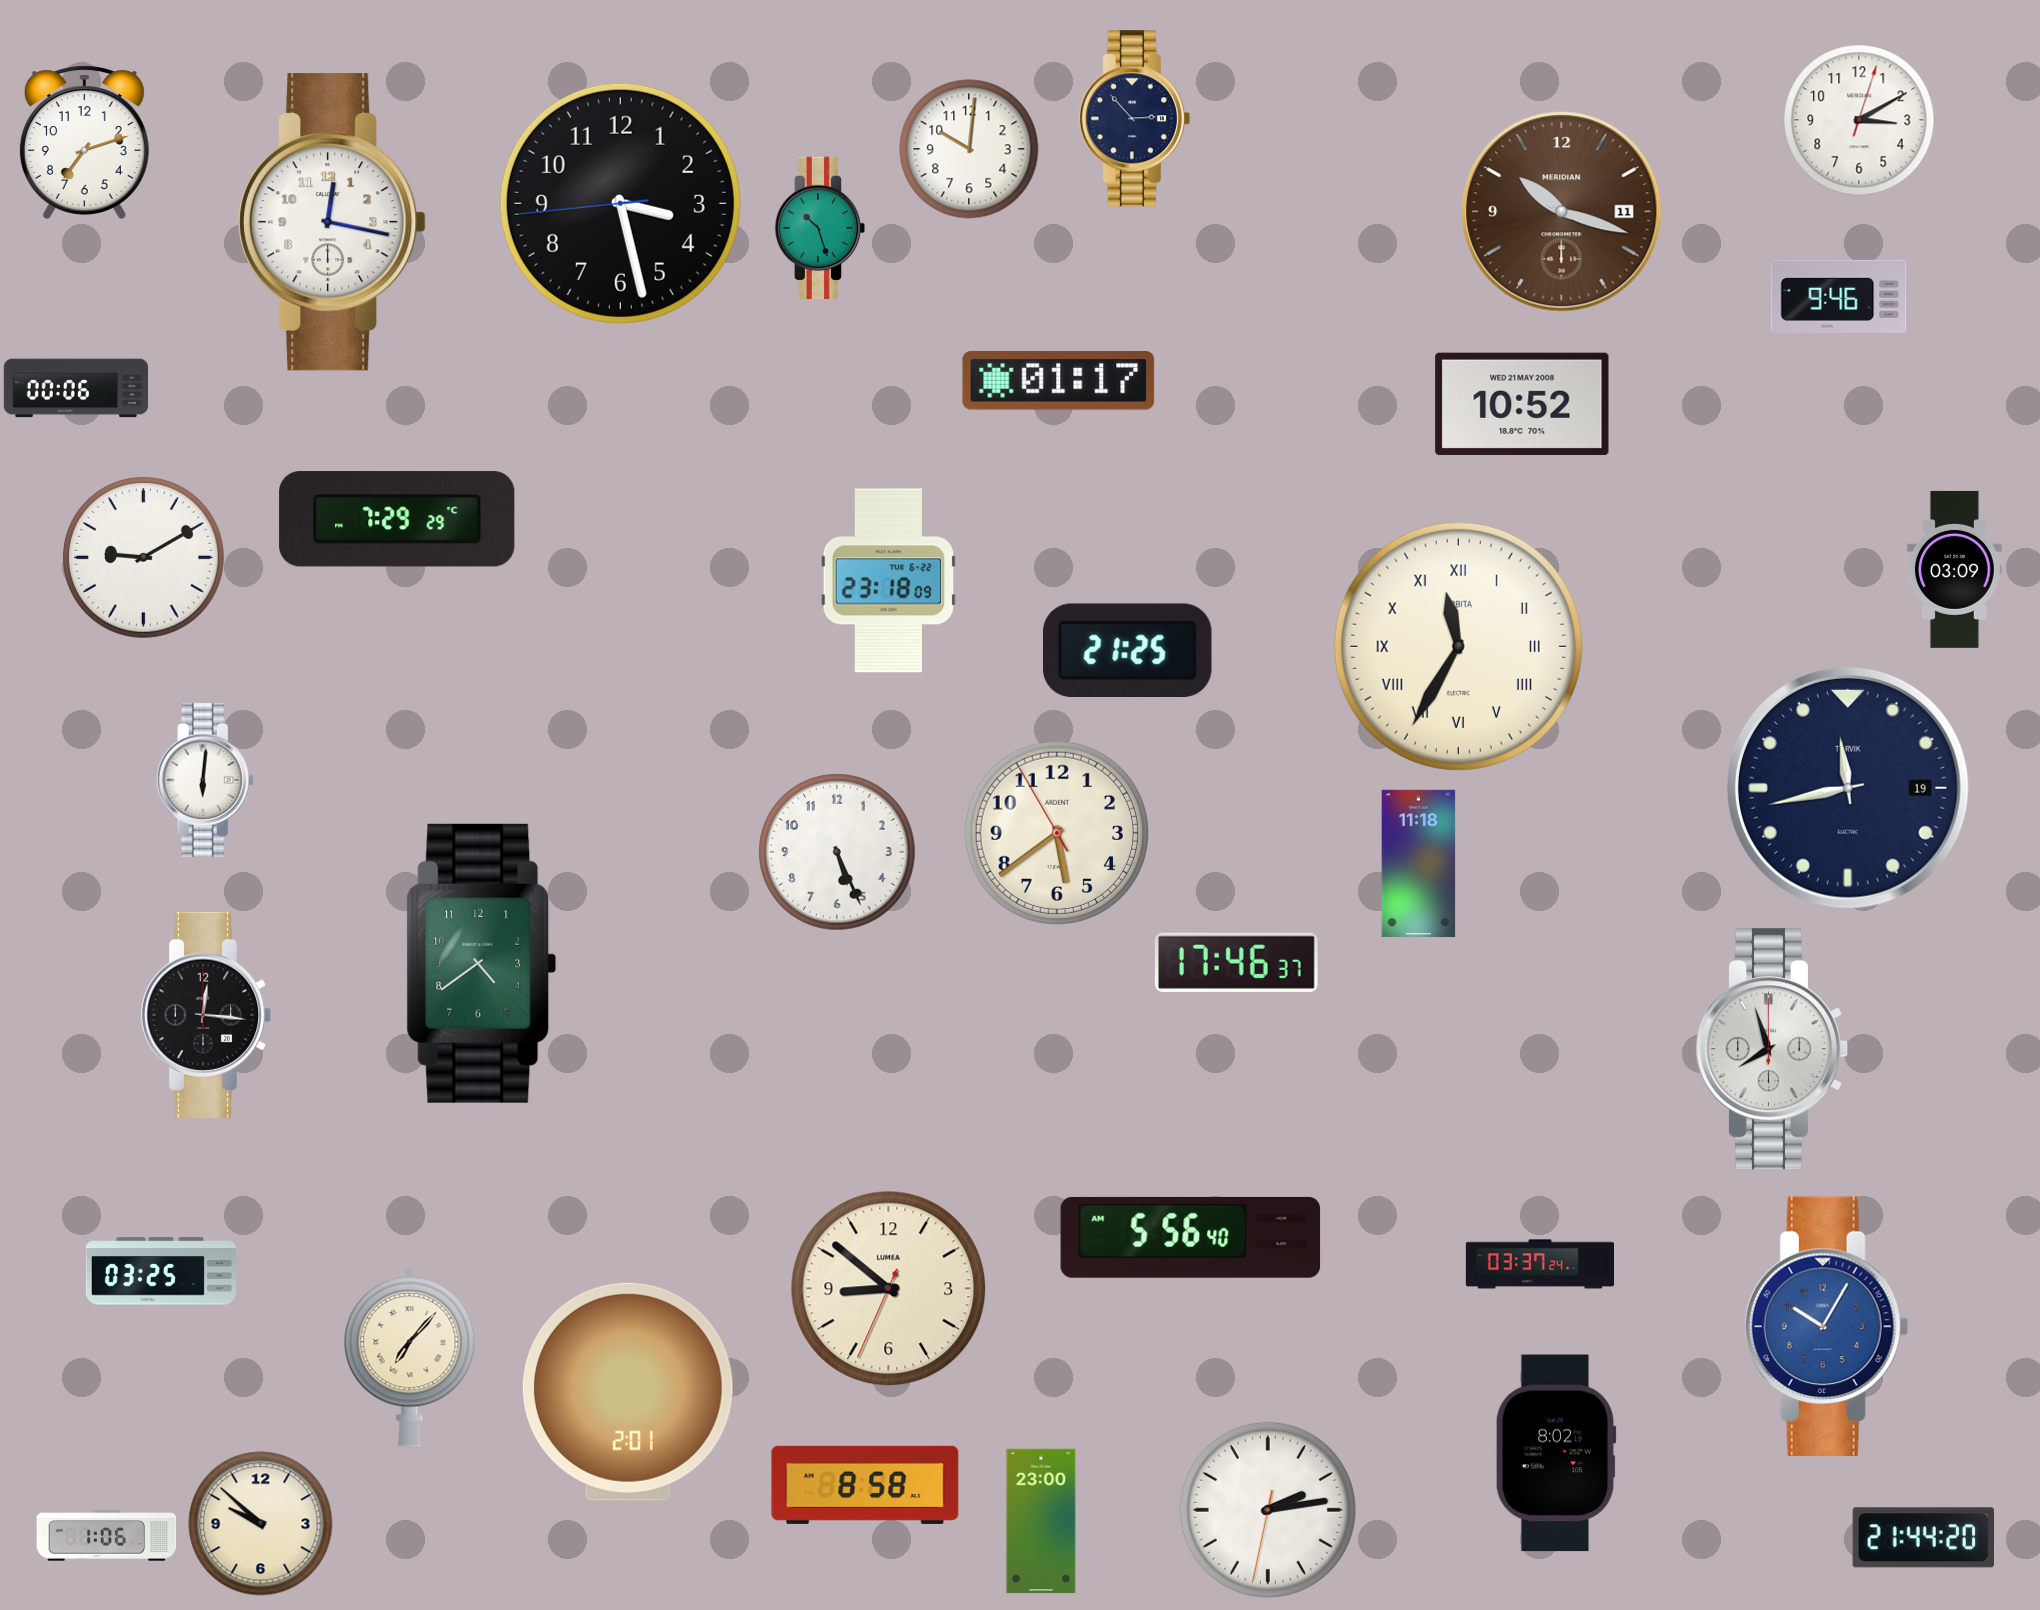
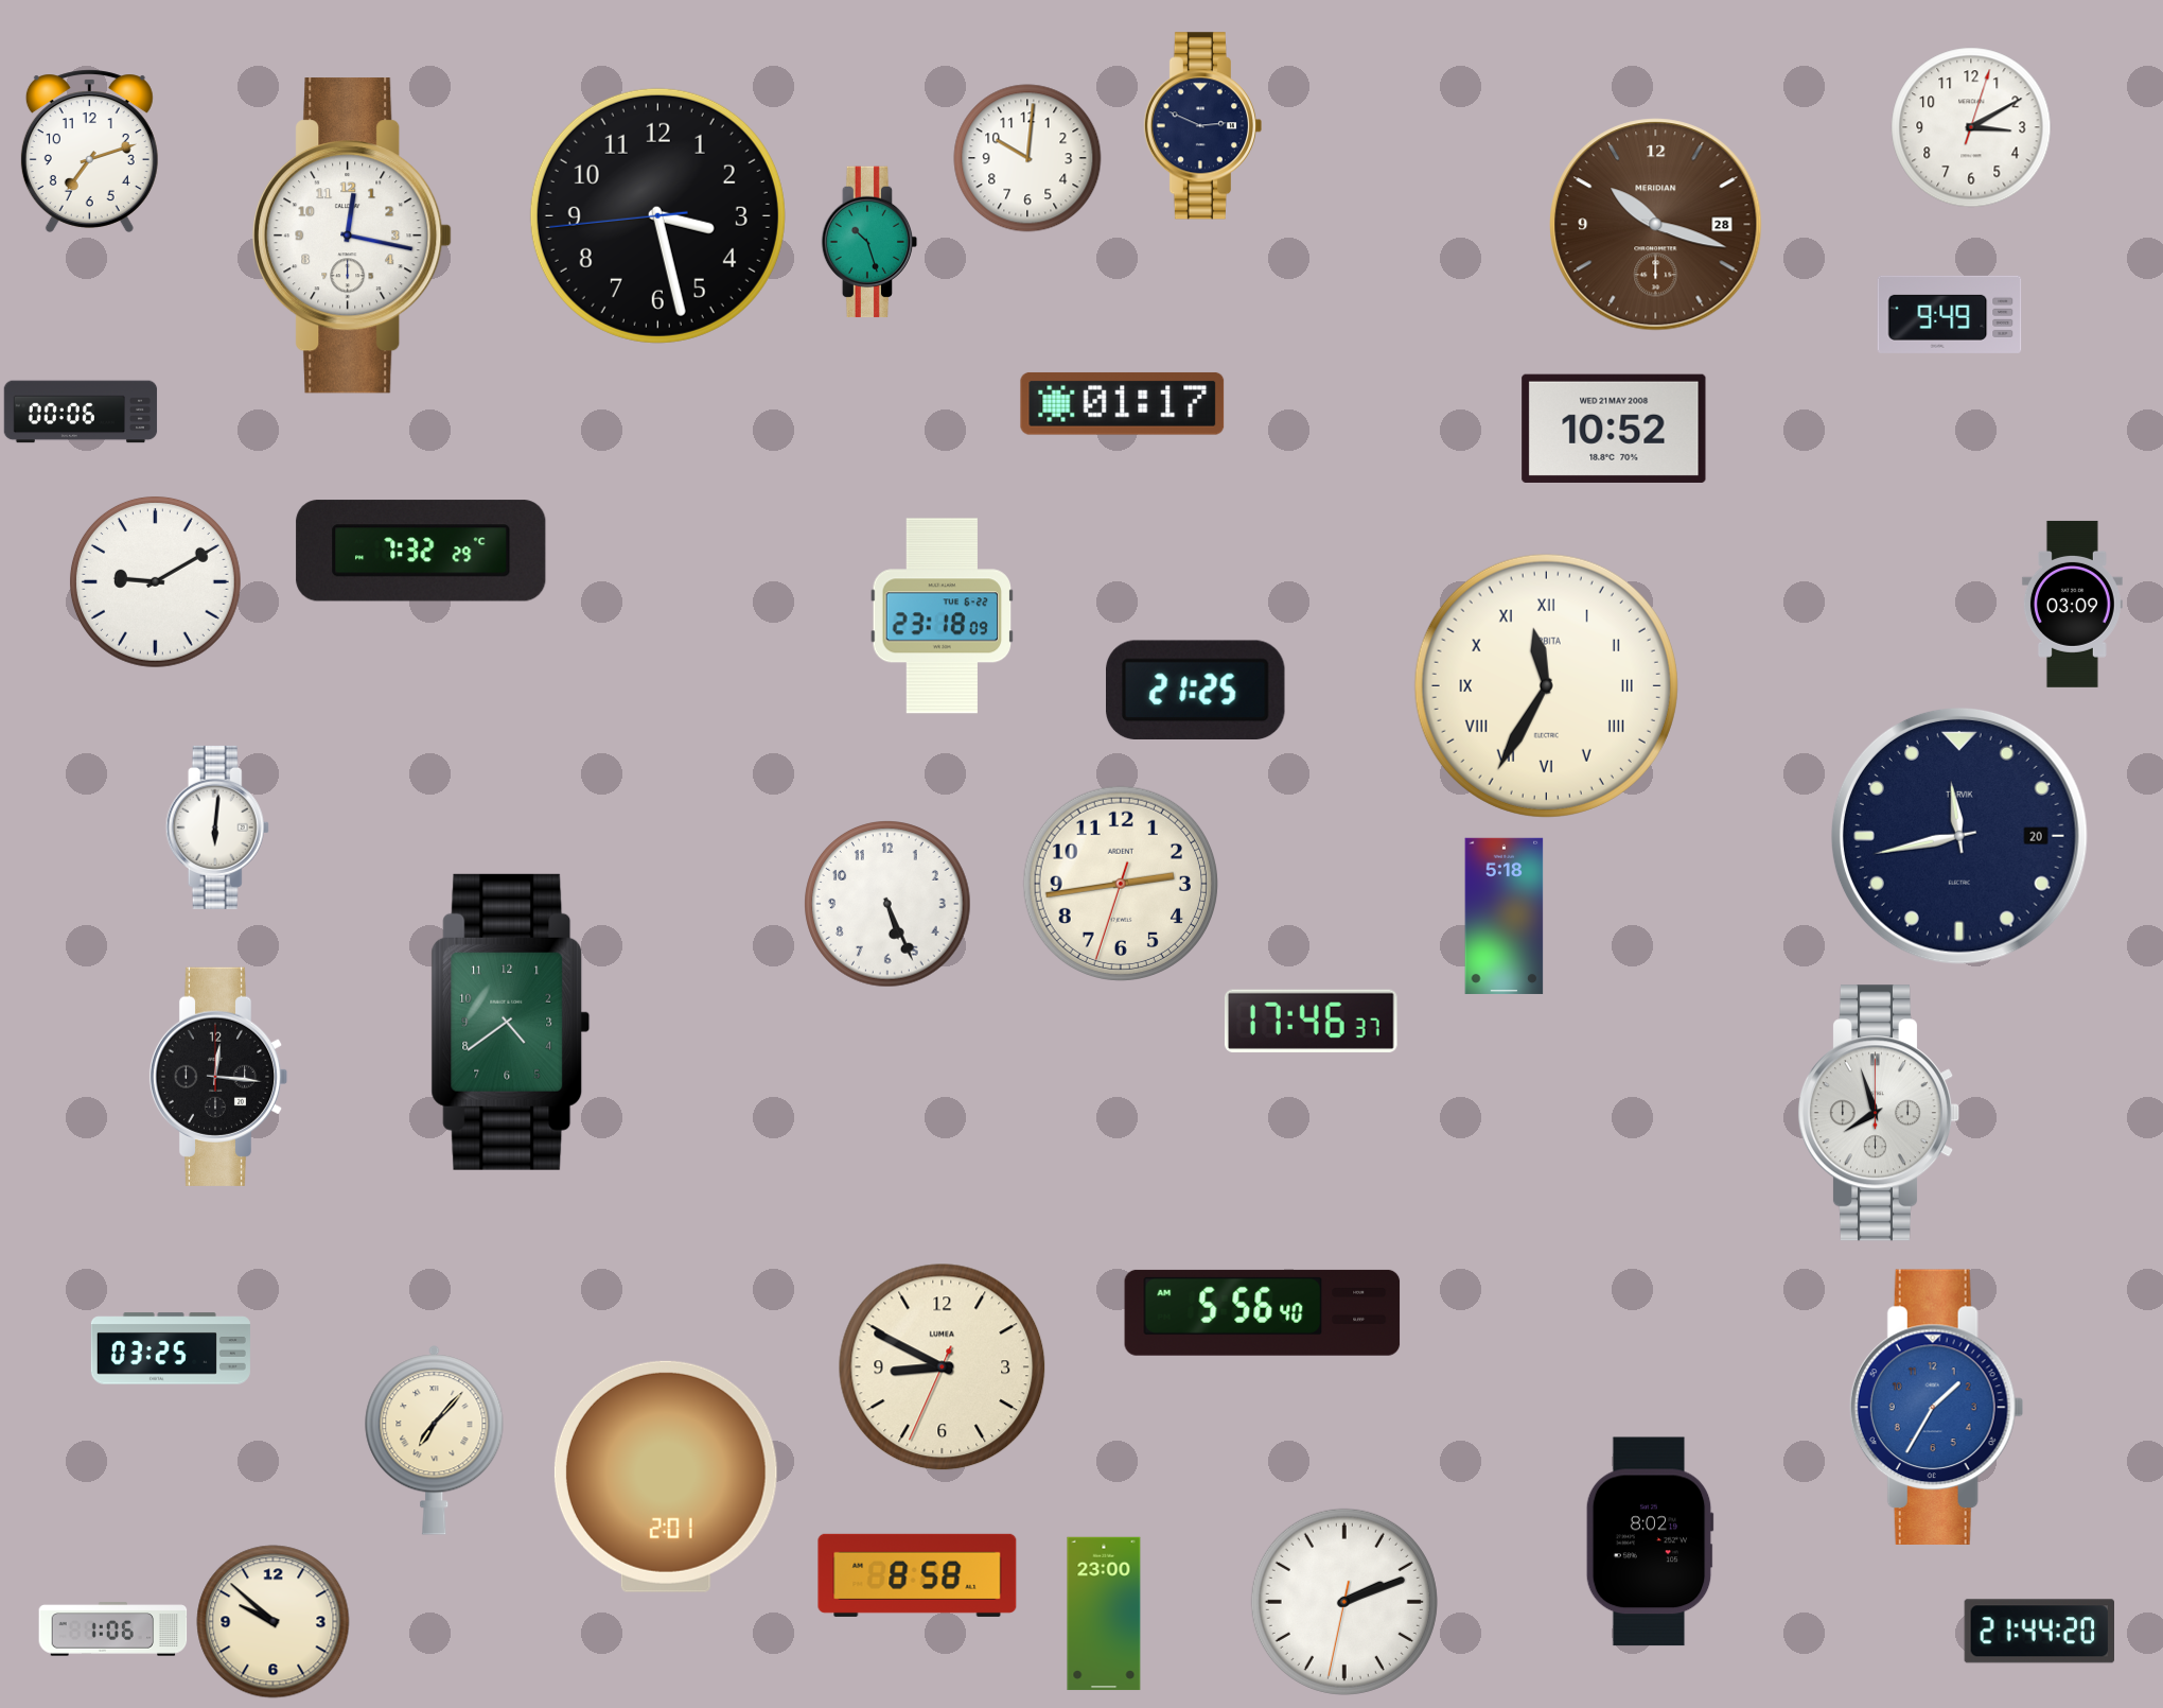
clock at (1134, 119): 2:53 -> 2:49
clock at (1562, 212) date: 11 -> 28
clock at (1839, 296): 9:46 -> 9:49
clock at (397, 519): 7:29 -> 7:32
clock at (143, 557) position: (143, 557) -> (155, 581)
clock at (1848, 788) date: 19 -> 20
clock at (1056, 832): 5:38 -> 2:43
clock at (1419, 863): 11:18 -> 5:18
clock at (1539, 1264): 03:37 -> none
clock at (889, 1289): 8:51 -> 8:49
clock at (1826, 1326): 10:05 -> 1:35
clock at (1268, 1510): 2:13 -> 2:11
clock at (261, 1524) position: (261, 1524) -> (274, 1622)
